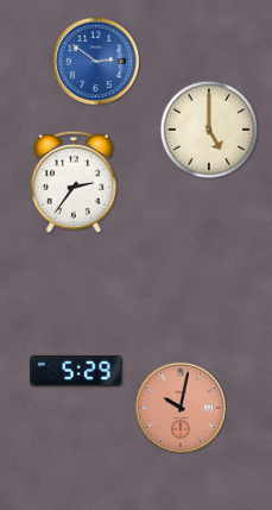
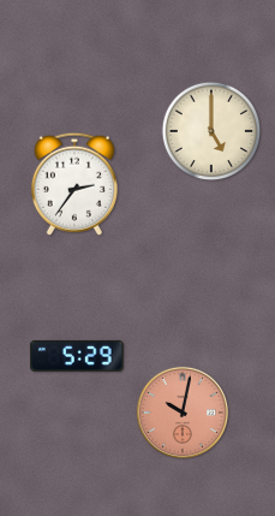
clock at (96, 62): 2:51 -> none
clock at (76, 371) position: (76, 371) -> (77, 356)
